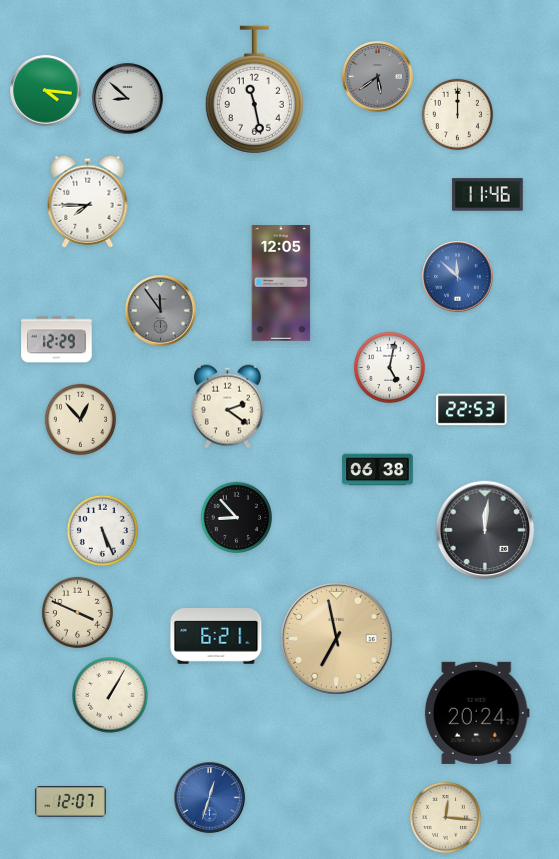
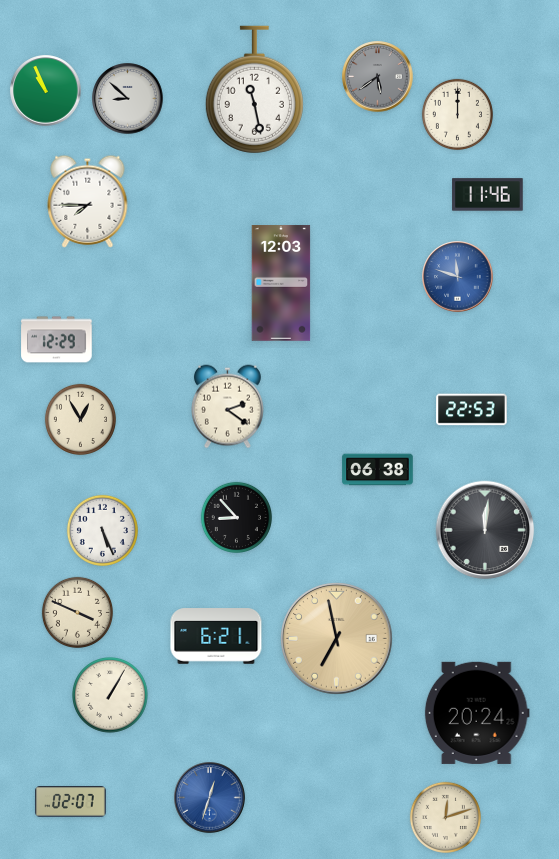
clock at (46, 91): 4:16 -> 10:56
clock at (458, 277): 11:52 -> 11:48
clock at (281, 283): 12:05 -> 12:03
clock at (161, 311): 11:54 -> none
clock at (389, 367): 5:02 -> none
clock at (80, 419): 12:53 -> 12:55
clock at (71, 802): 12:07 -> 02:07
clock at (445, 817): 12:16 -> 12:12
